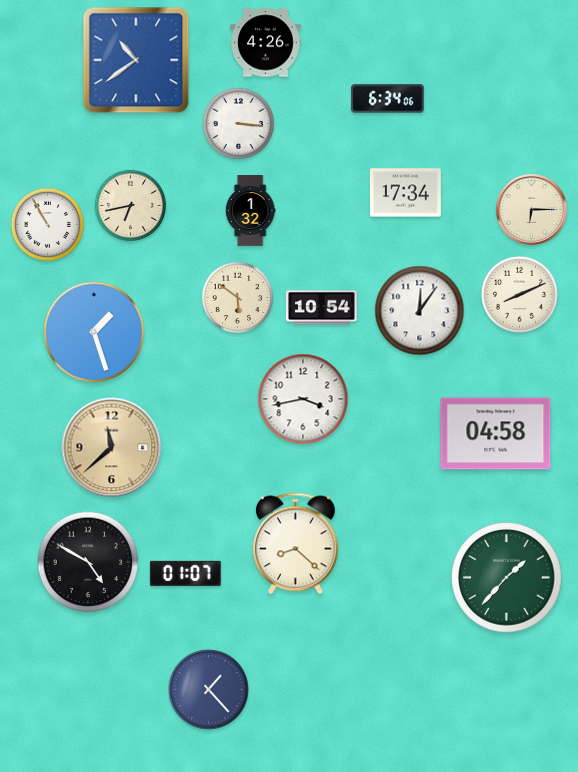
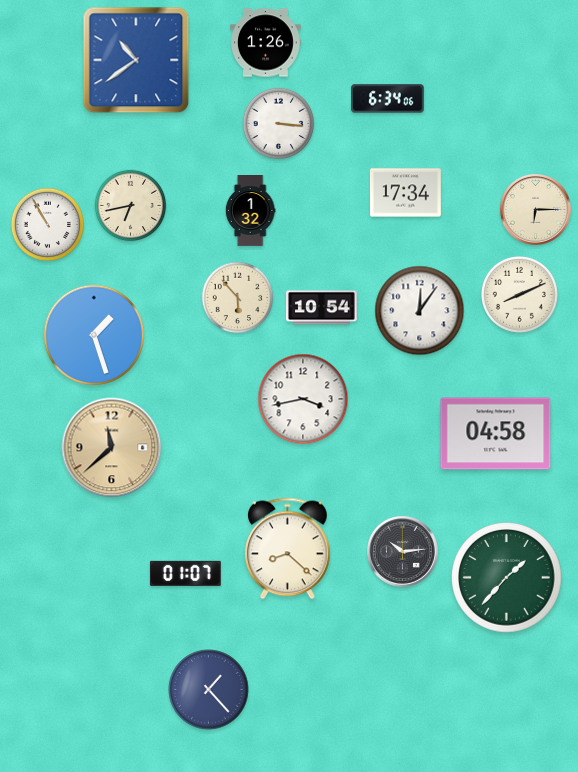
clock at (266, 43): 4:26 -> 1:26
clock at (239, 124) position: (239, 124) -> (279, 124)
clock at (532, 210) position: (532, 210) -> (536, 210)
clock at (238, 298): 5:51 -> 5:53
clock at (94, 332) position: (94, 332) -> (94, 335)
clock at (296, 544) position: (296, 544) -> (288, 549)
clock at (403, 552): none -> 10:14
clock at (88, 562): 4:50 -> none
